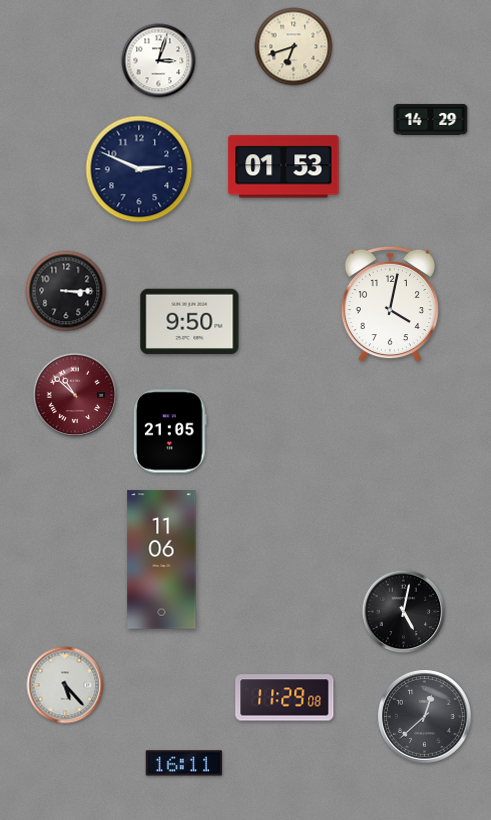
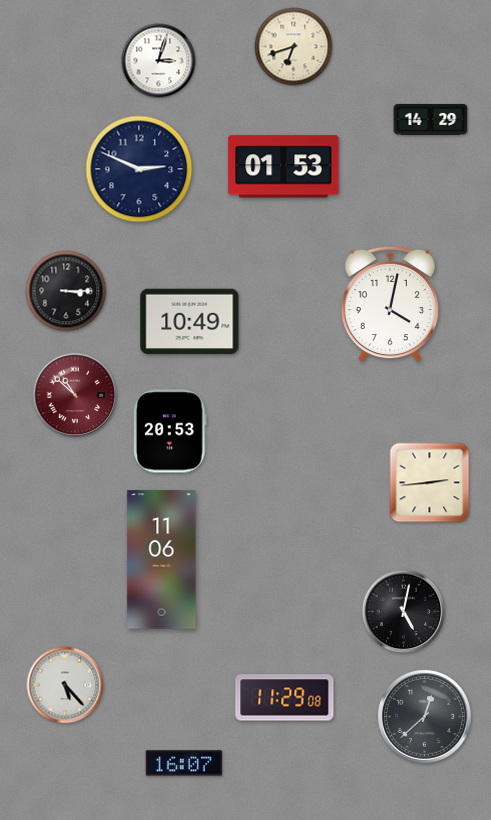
clock at (190, 322): 9:50 -> 10:49
clock at (170, 431): 21:05 -> 20:53
clock at (430, 483): none -> 2:44
clock at (184, 763): 16:11 -> 16:07
